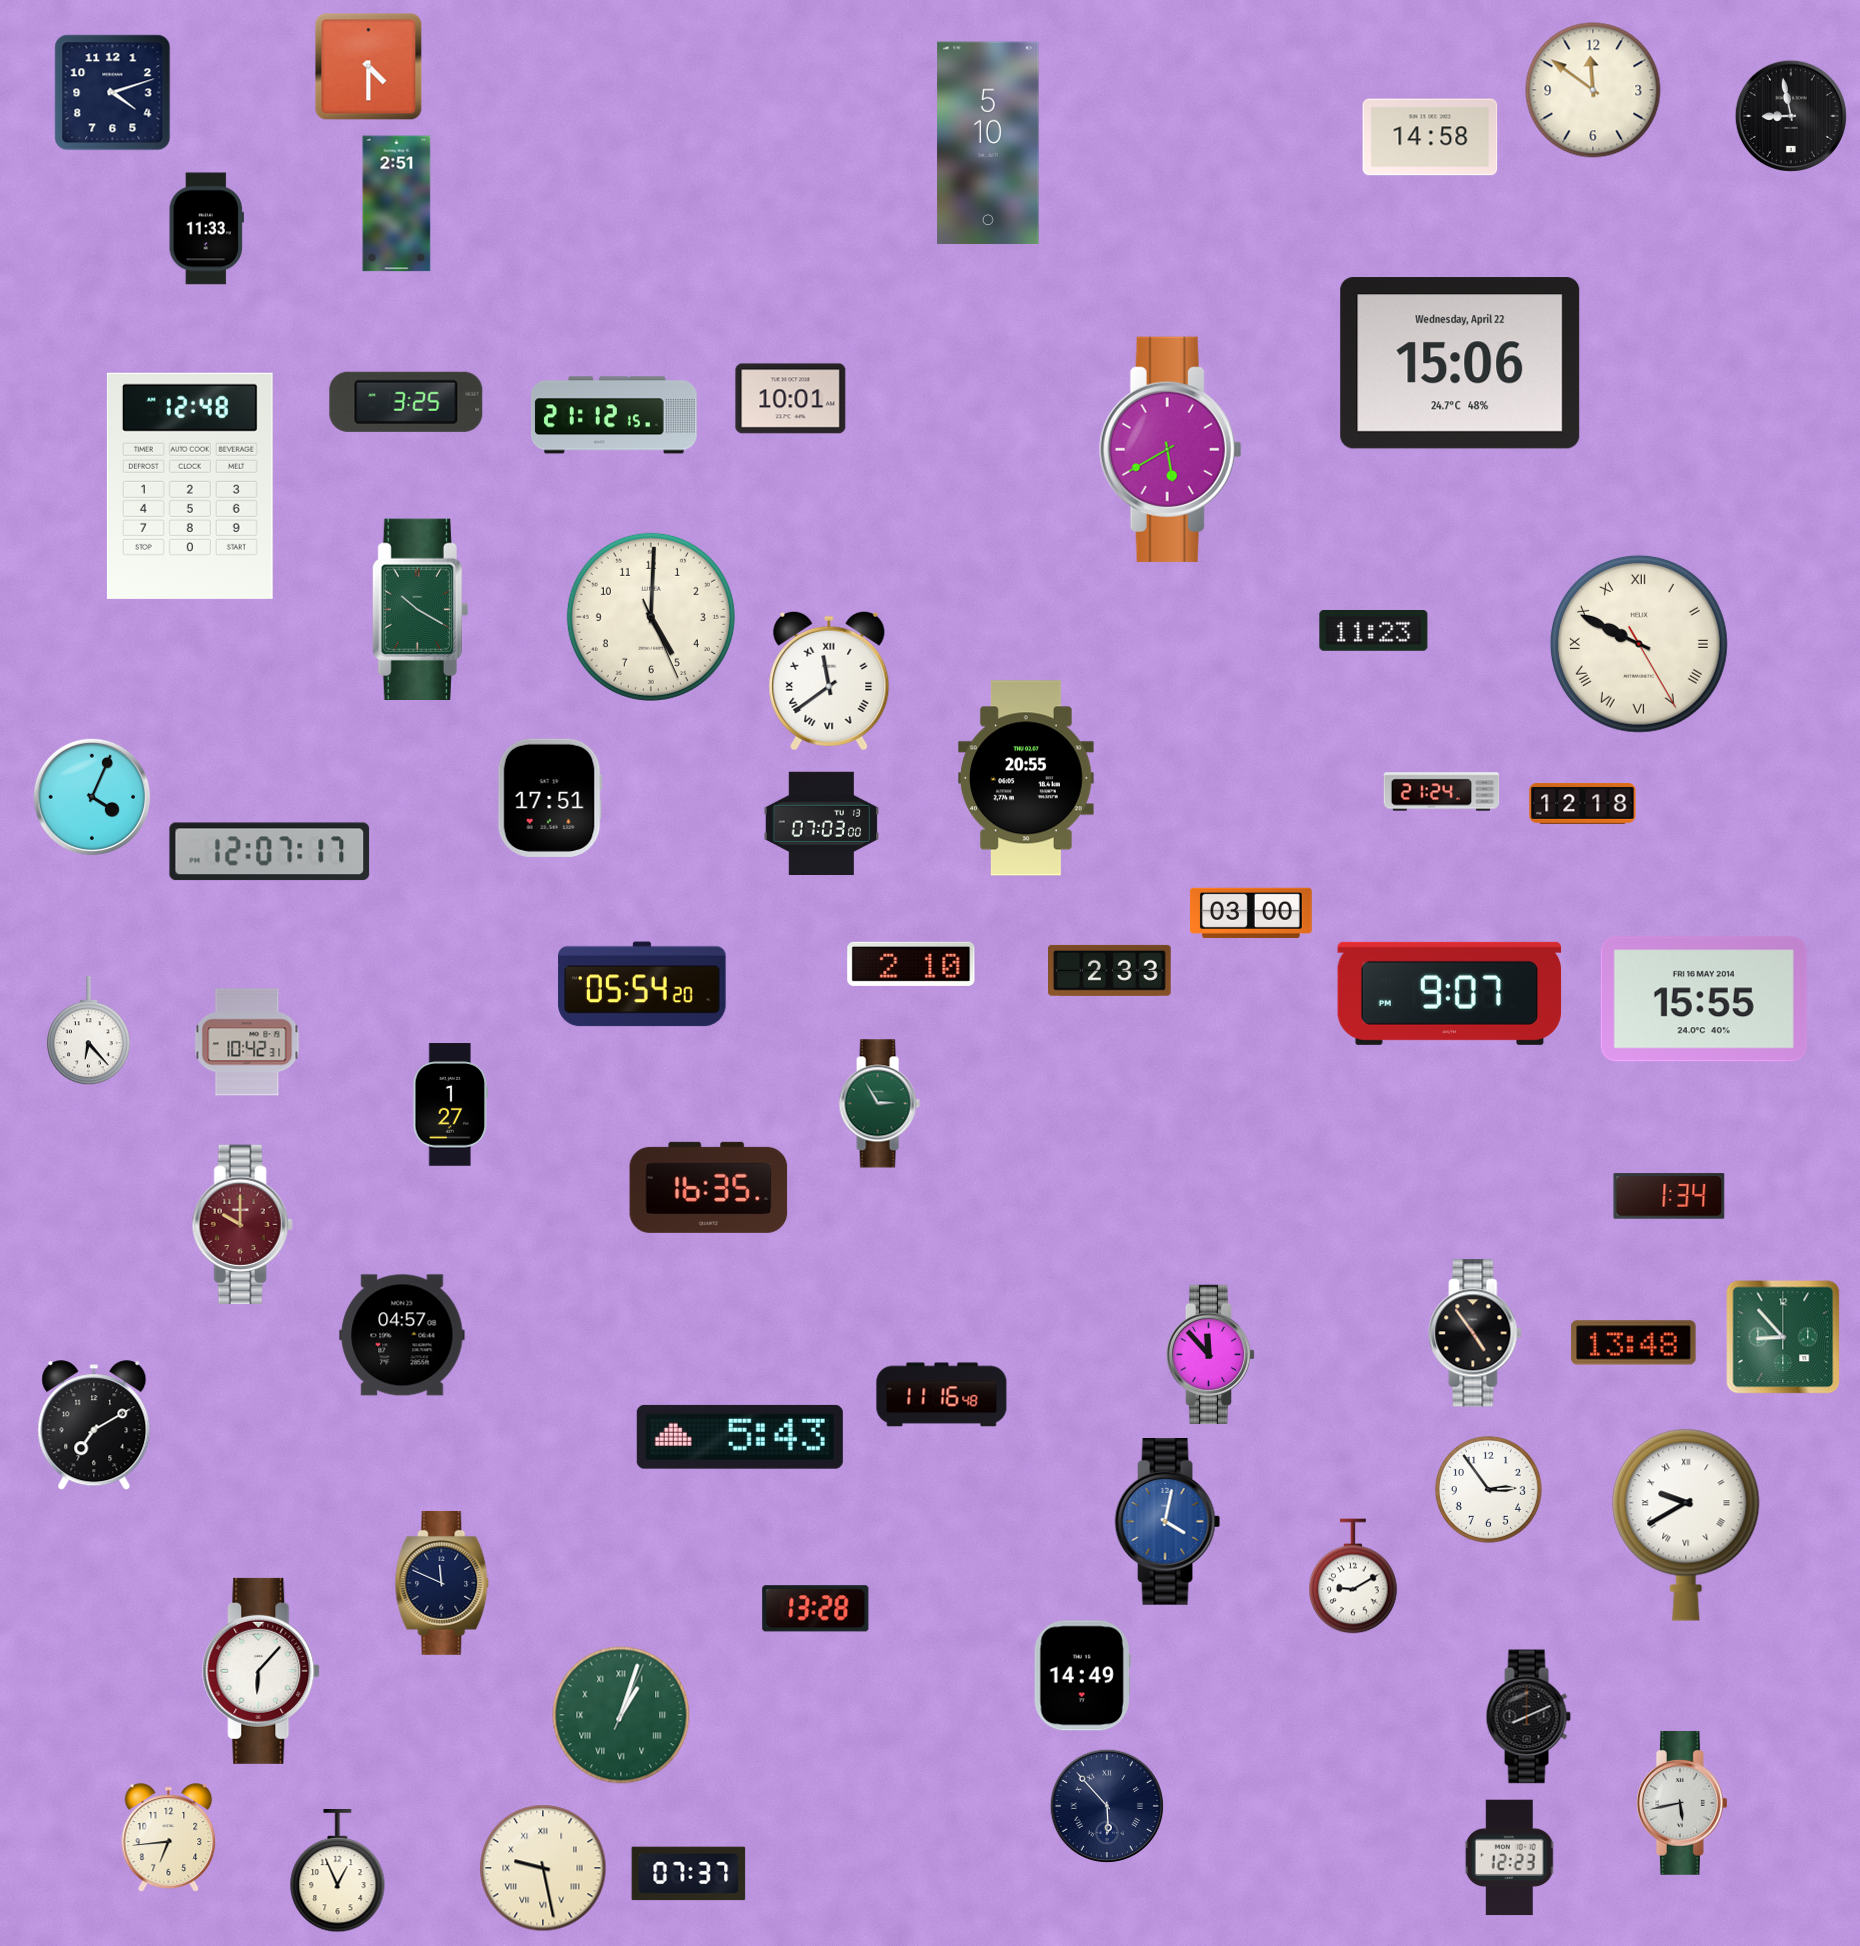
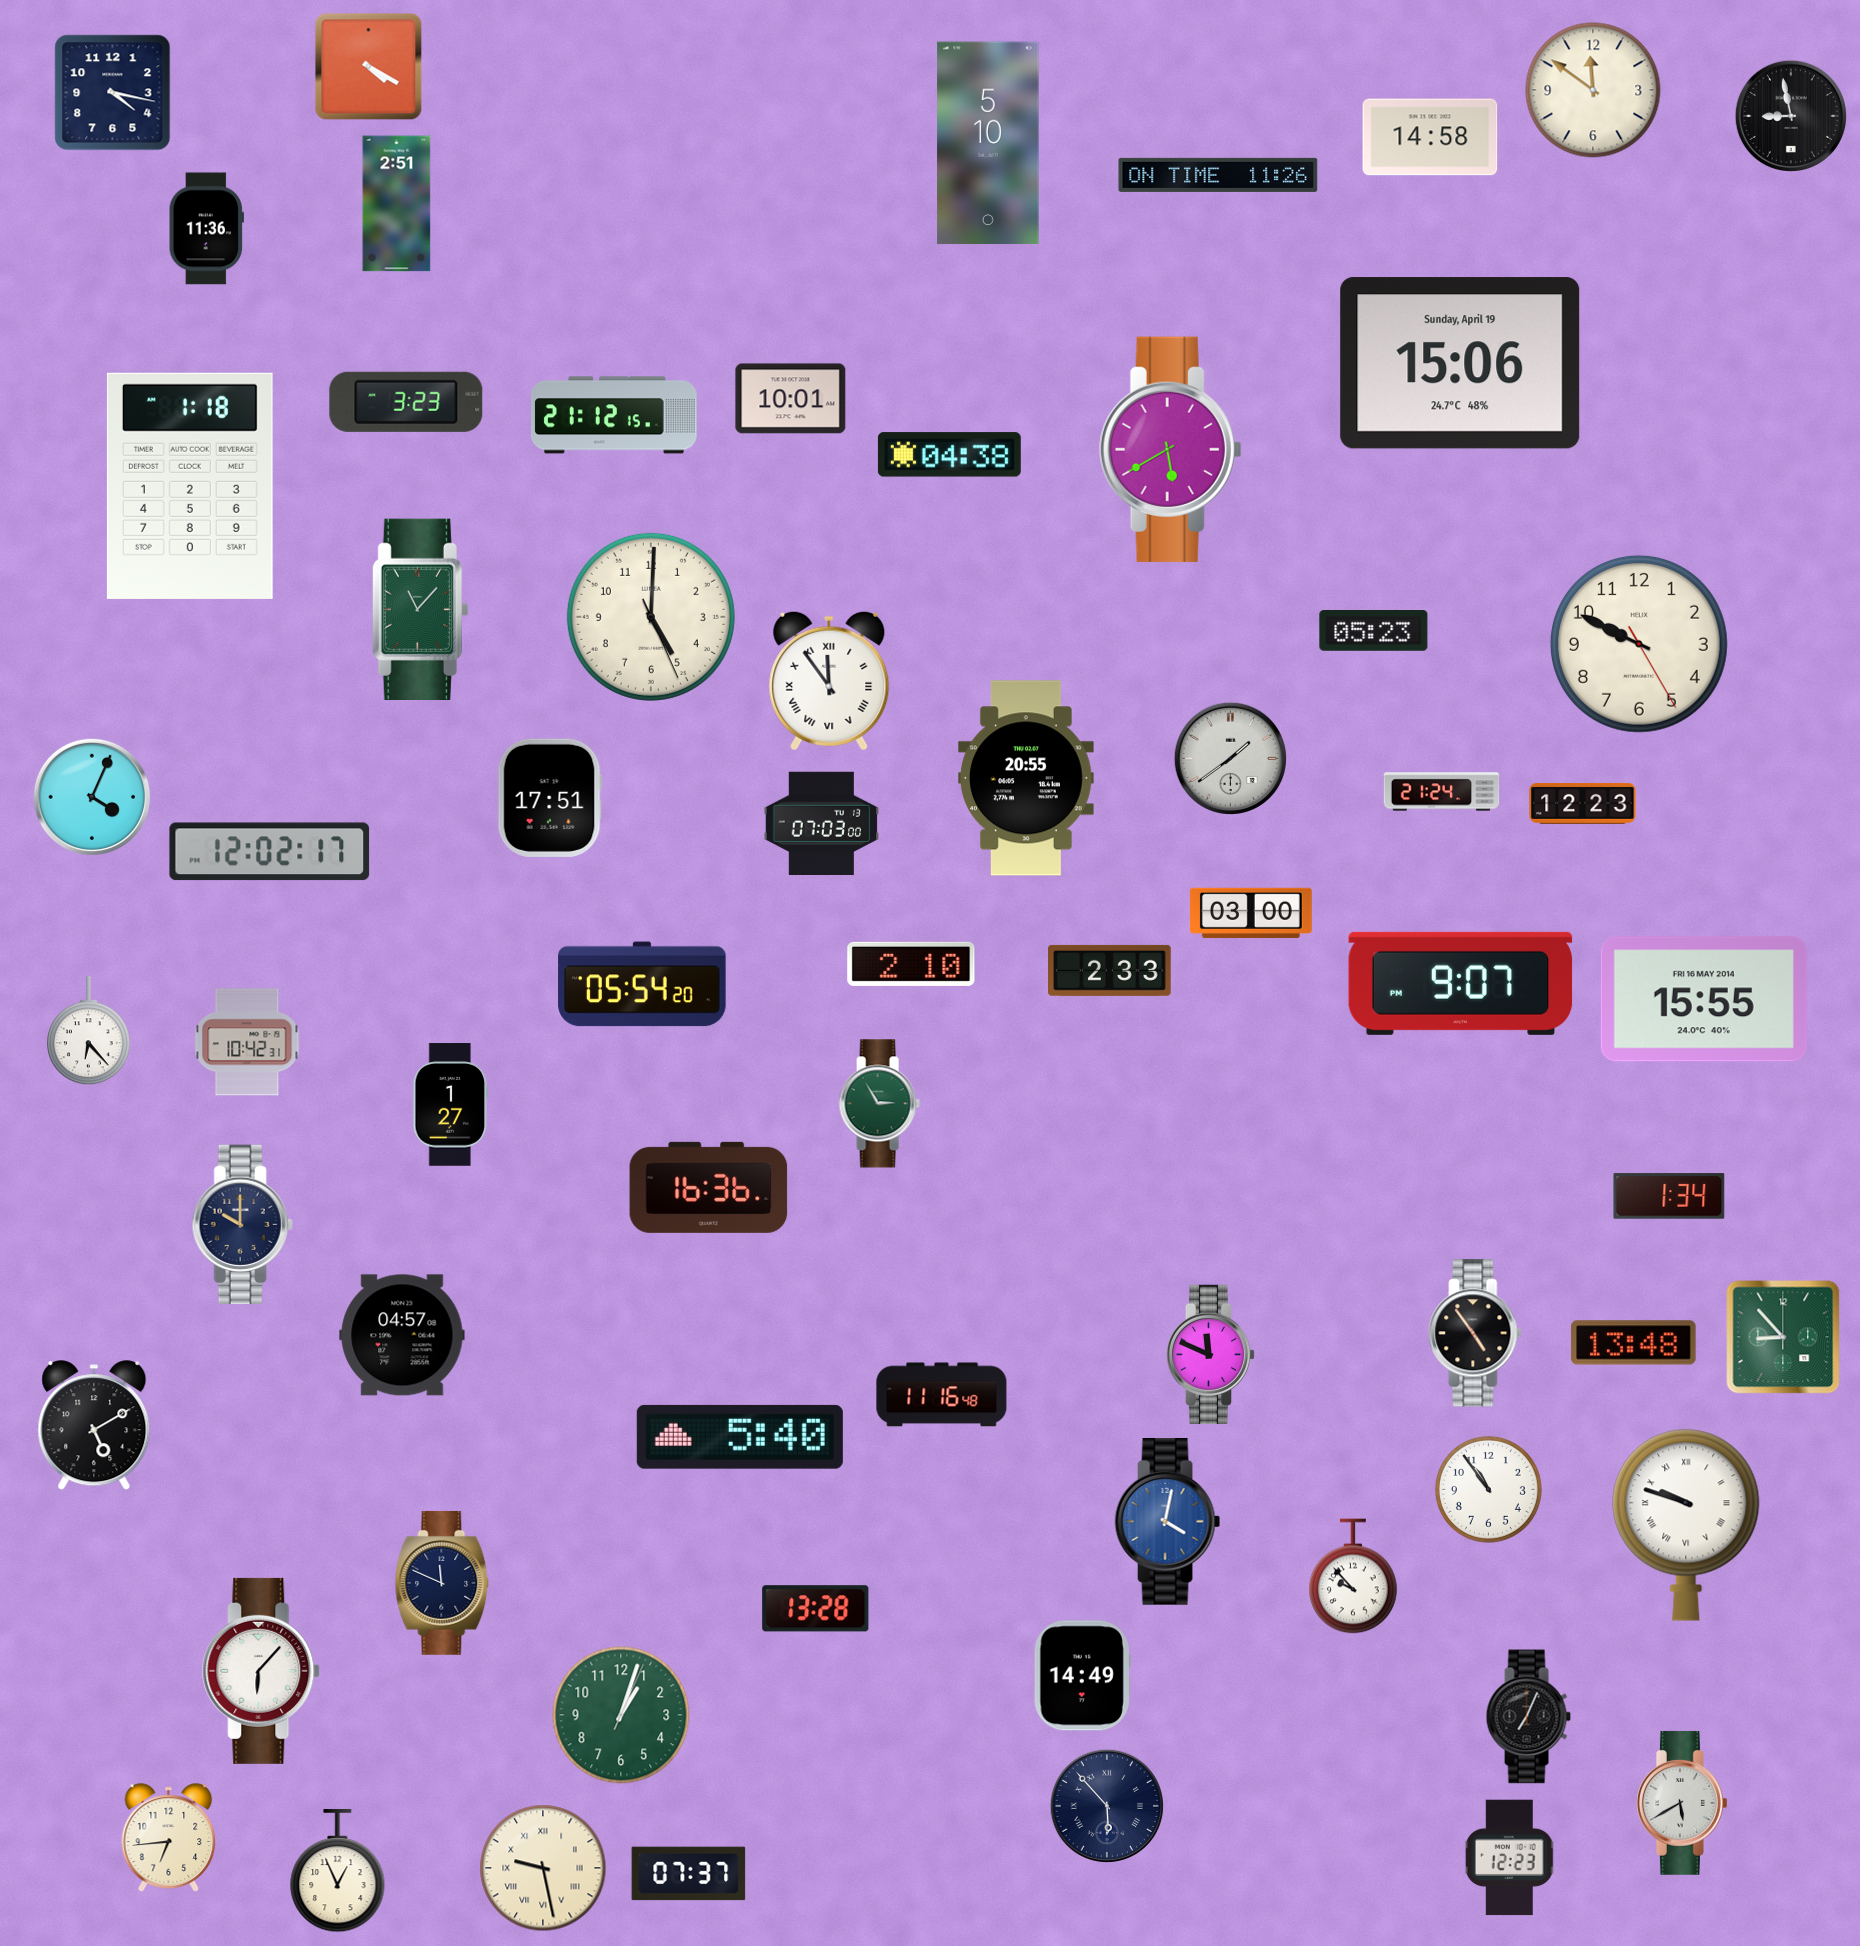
clock at (369, 67): 4:30 -> 4:20
clock at (113, 93): 4:12 -> 4:17
clock at (1218, 175): none -> 11:26
clock at (206, 229): 11:33 -> 11:36
clock at (1460, 363) date: Wednesday, April 22 -> Sunday, April 19
clock at (406, 402): 3:25 -> 3:23
clock at (949, 455): none -> 04:38
clock at (190, 486): 12:48 -> 1:18
clock at (420, 609): 10:20 -> 11:07
clock at (1374, 631): 11:23 -> 05:23
clock at (1639, 644) numerals: Roman -> Arabic
clock at (829, 681): 11:39 -> 11:54
clock at (1230, 758): none -> 1:39
clock at (1583, 803): 12:18 -> 12:23
clock at (270, 852): 12:07 -> 12:02
clock at (1450, 993) position: (1450, 993) -> (1461, 983)
clock at (709, 1187): 16:35 -> 16:36
clock at (242, 1225) dial: burgundy -> navy
clock at (1211, 1354): 11:53 -> 11:49
clock at (94, 1426): 7:10 -> 5:10
clock at (740, 1437): 5:43 -> 5:40
clock at (1488, 1489): 2:54 -> 10:54
clock at (1686, 1525): 9:40 -> 9:48
clock at (1353, 1576): 9:10 -> 9:53
clock at (621, 1715) numerals: Roman -> Arabic
clock at (1528, 1717): 8:11 -> 7:04
clock at (1682, 1803): 5:43 -> 5:40
